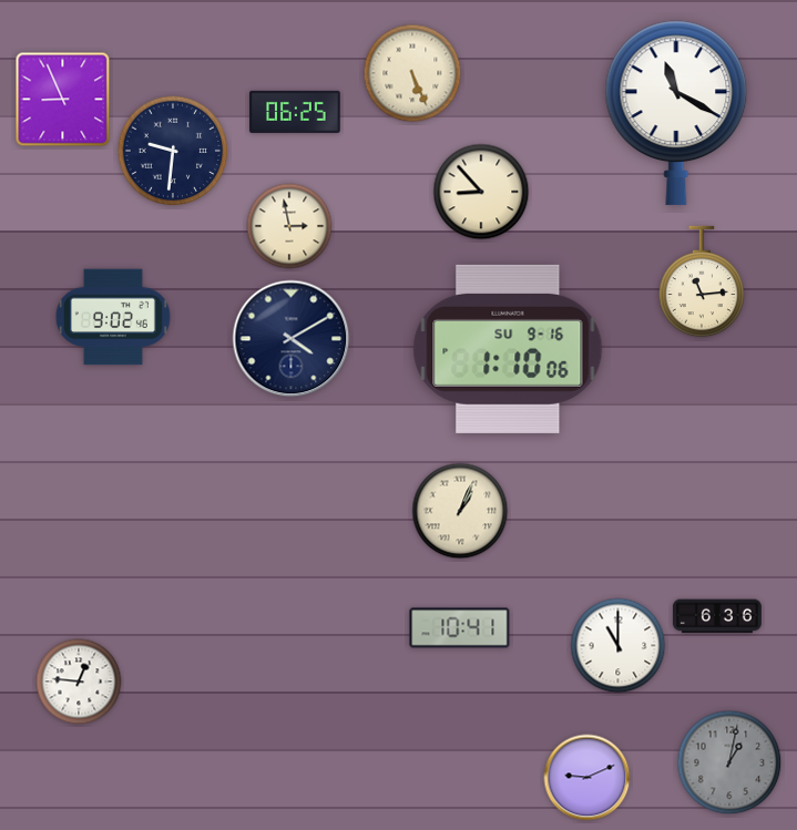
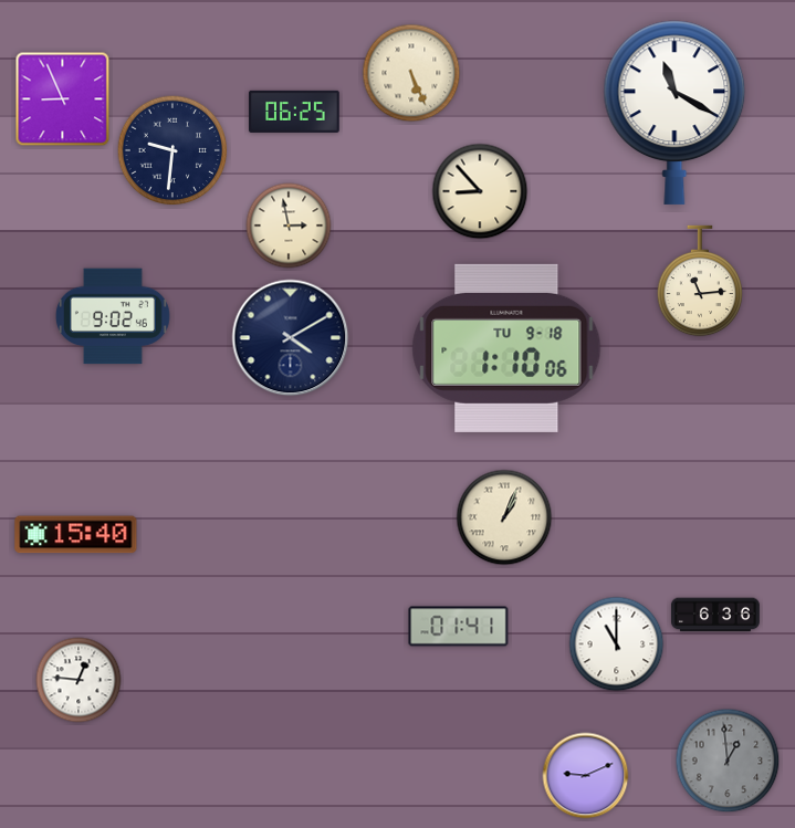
clock at (508, 349) date: SU 9-16 -> TU 9-18
clock at (460, 511) position: (460, 511) -> (504, 517)
clock at (76, 535): none -> 15:40
clock at (460, 628): 10:41 -> 01:41
clock at (729, 762): 1:02 -> 12:59
